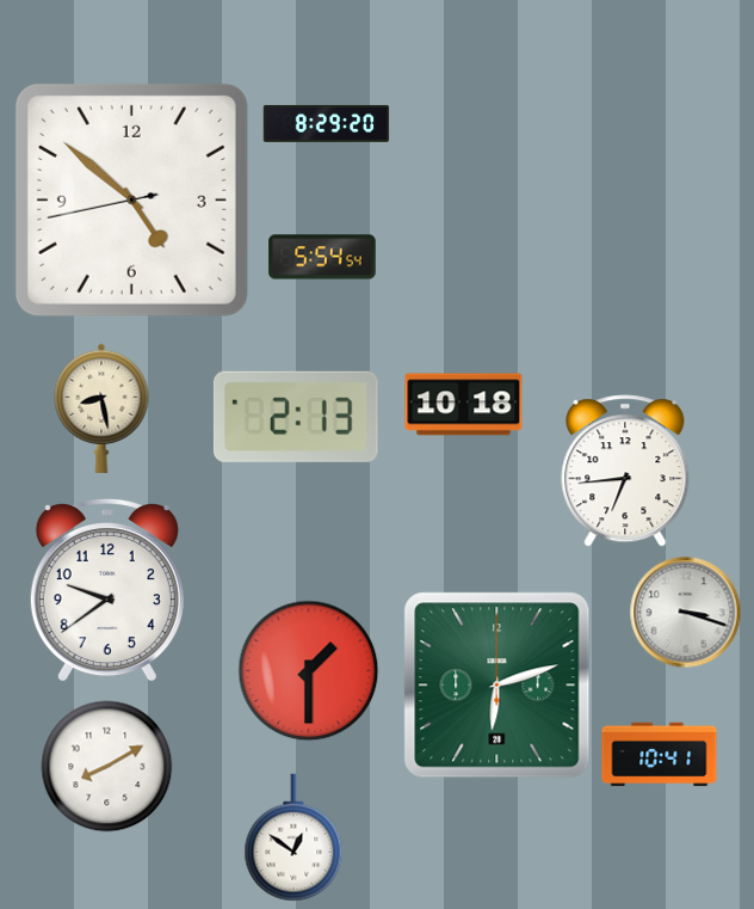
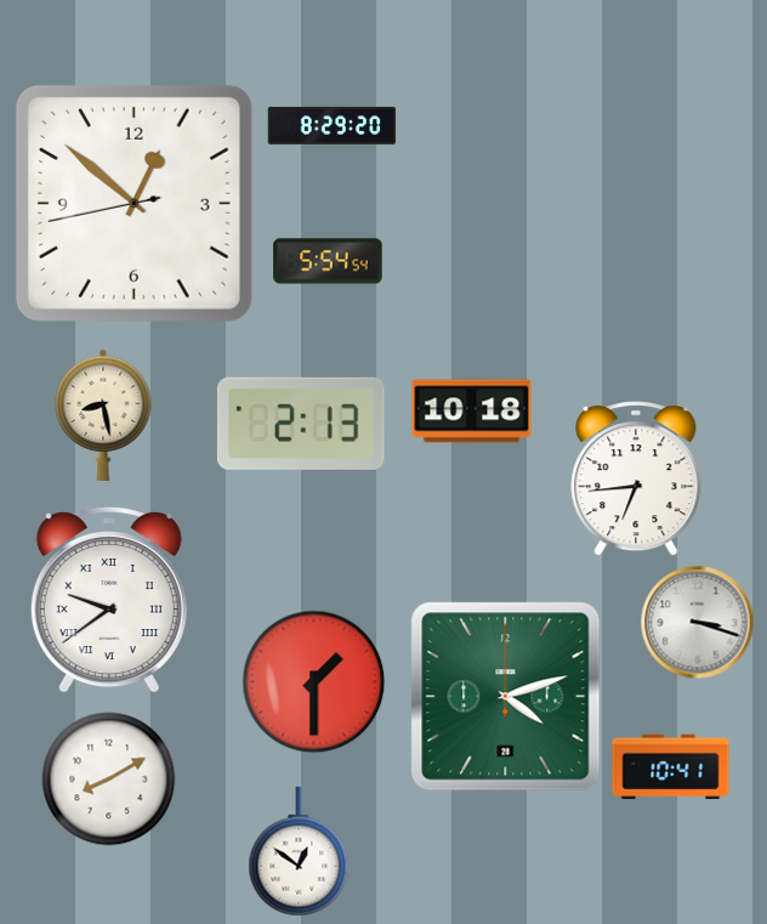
clock at (131, 199): 4:51 -> 12:51
clock at (107, 590) numerals: Arabic -> Roman
clock at (497, 686): 6:12 -> 4:12
